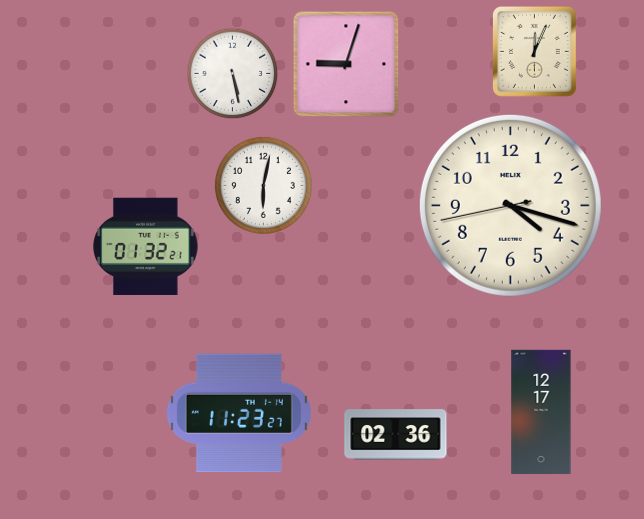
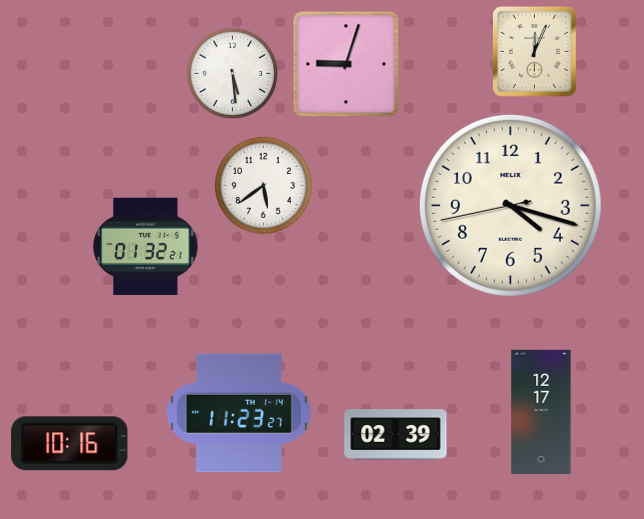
clock at (233, 74): 5:28 -> 5:29
clock at (263, 185): 6:02 -> 5:39
clock at (396, 435): 02:36 -> 02:39
clock at (70, 444): none -> 10:16
